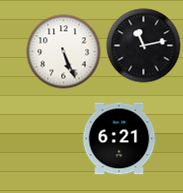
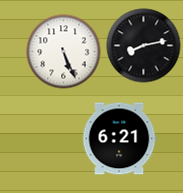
clock at (144, 46): 11:13 -> 8:13
